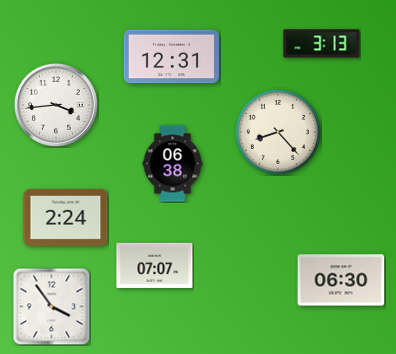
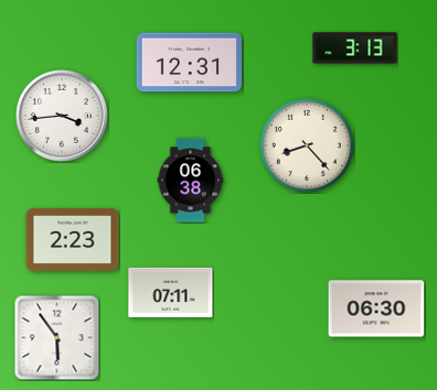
clock at (66, 217): 2:24 -> 2:23
clock at (155, 265): 07:07 -> 07:11
clock at (51, 306): 3:54 -> 5:54
